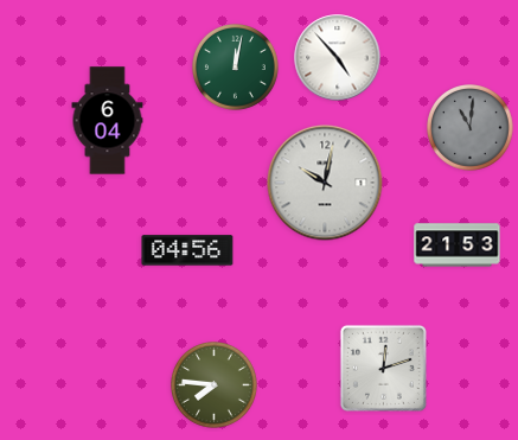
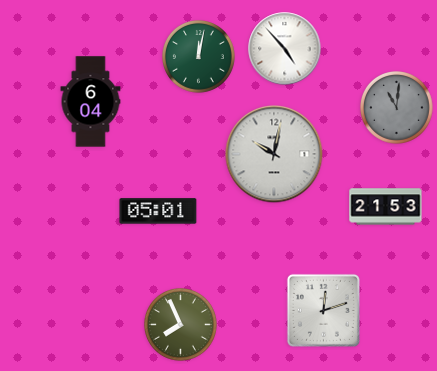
clock at (187, 250): 04:56 -> 05:01
clock at (215, 385): 7:46 -> 7:56
